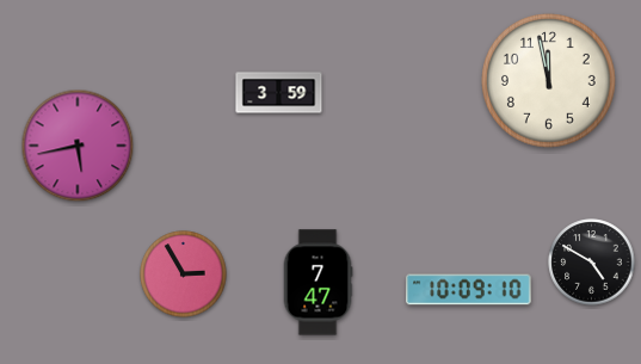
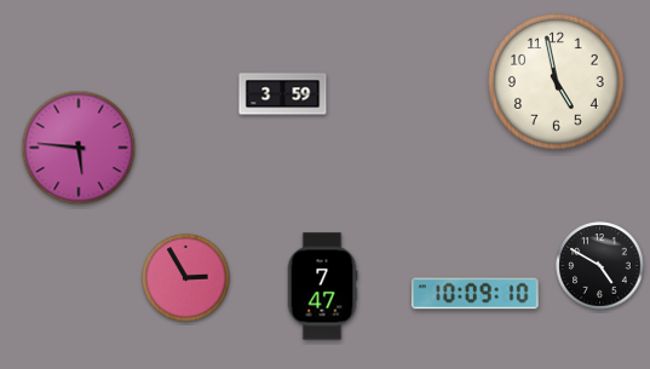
clock at (549, 81): 11:58 -> 4:58
clock at (78, 146): 5:43 -> 5:46
